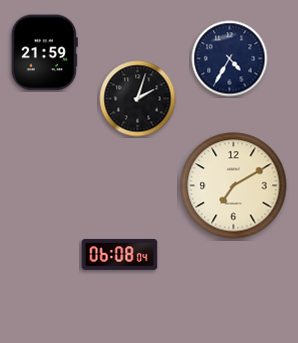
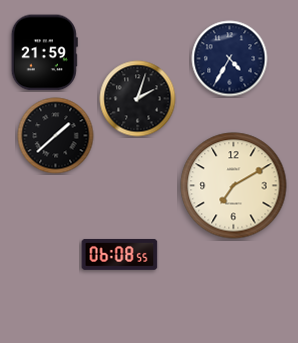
clock at (56, 136): none -> 1:38
clock at (120, 255): 06:08:04 -> 06:08:55
